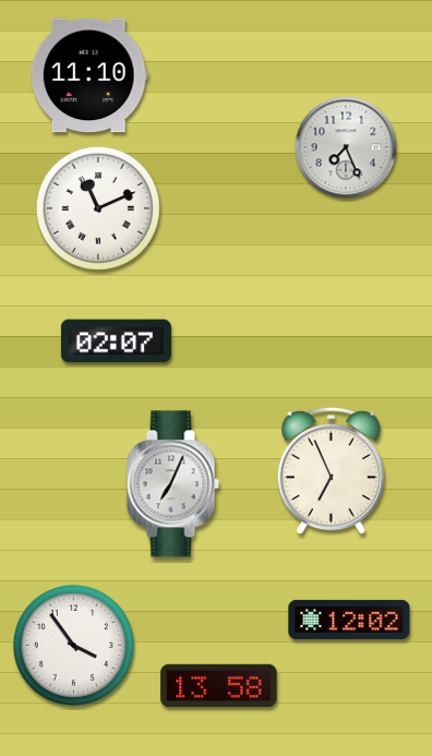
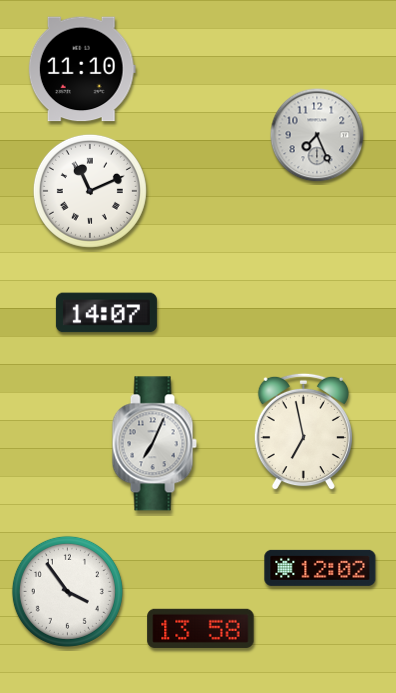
clock at (116, 341): 02:07 -> 14:07
clock at (331, 471): 6:56 -> 6:58
clock at (172, 484) position: (172, 484) -> (154, 444)
